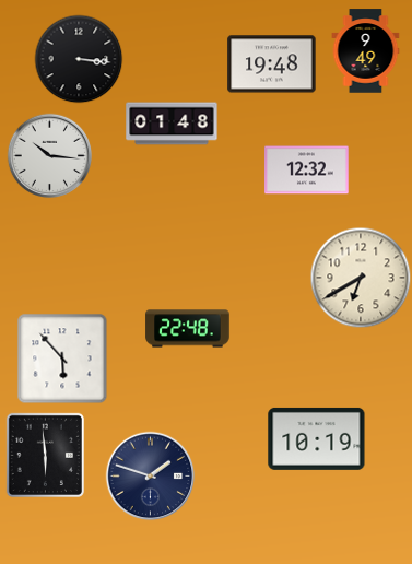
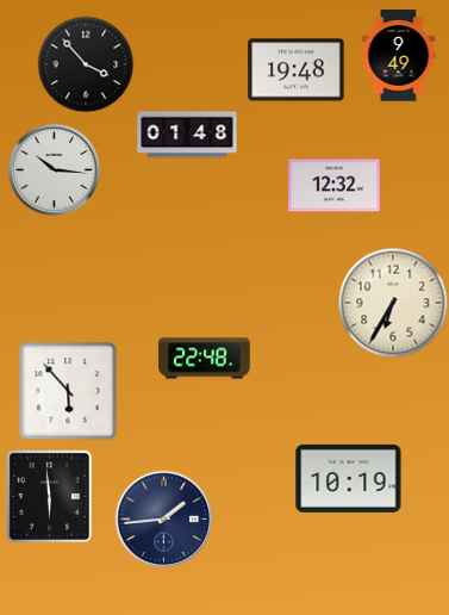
clock at (79, 59): 3:16 -> 3:53
clock at (361, 278): 6:40 -> 6:35
clock at (317, 438) position: (317, 438) -> (349, 478)
clock at (150, 475): 1:48 -> 1:44
